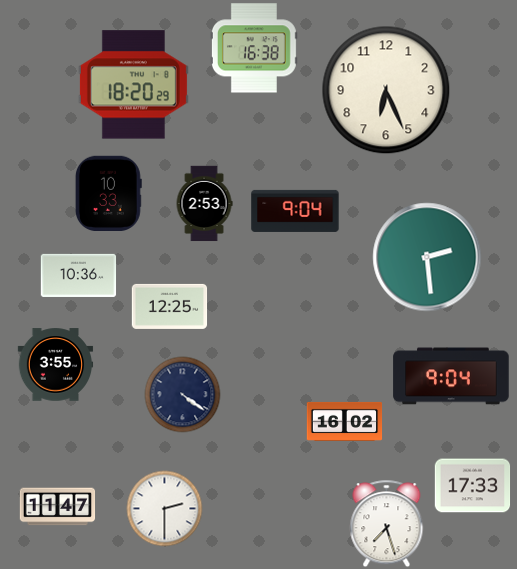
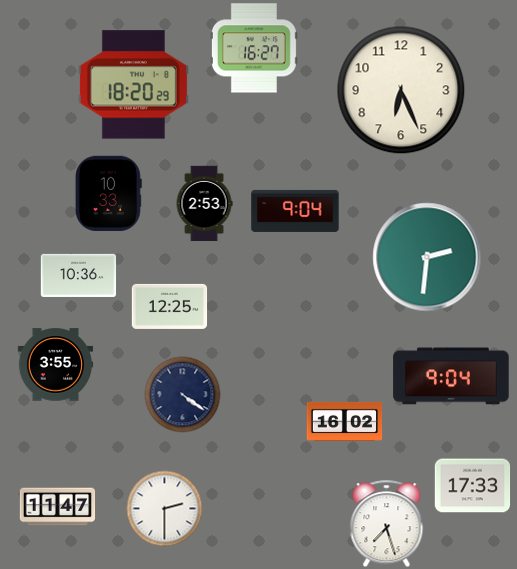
clock at (254, 48): 16:38 -> 16:27
clock at (386, 90) position: (386, 90) -> (401, 90)
clock at (427, 257): 2:29 -> 2:31
